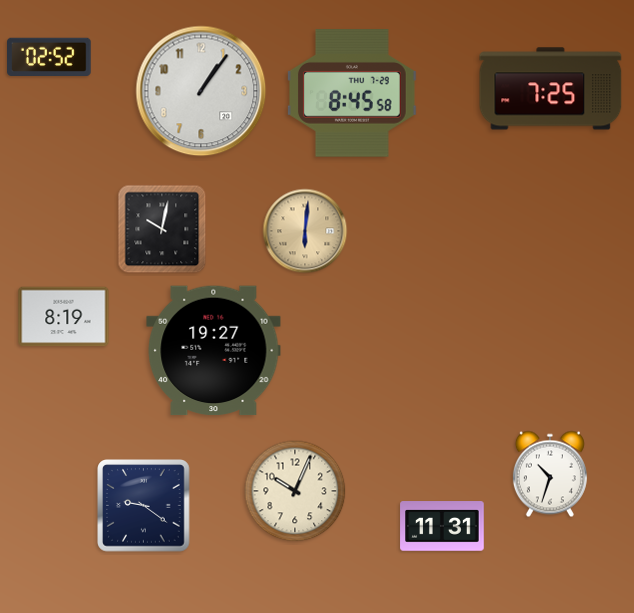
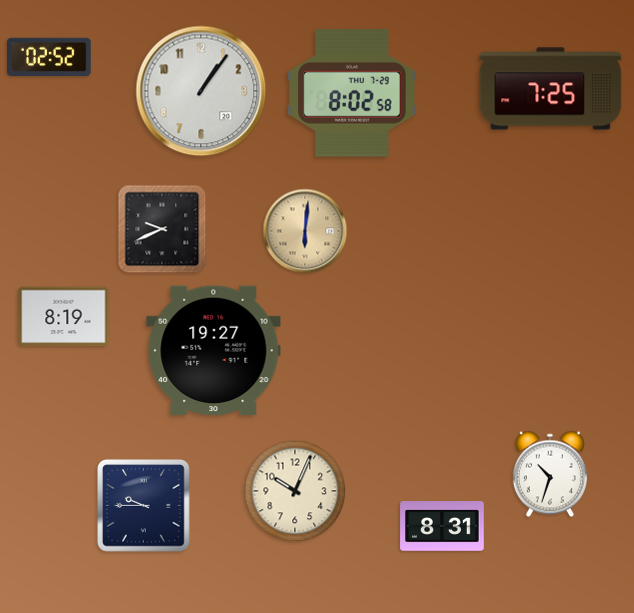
clock at (353, 93): 8:45 -> 8:02
clock at (162, 229): 10:02 -> 9:41
clock at (144, 506): 9:21 -> 9:45
clock at (442, 526): 11:31 -> 8:31
